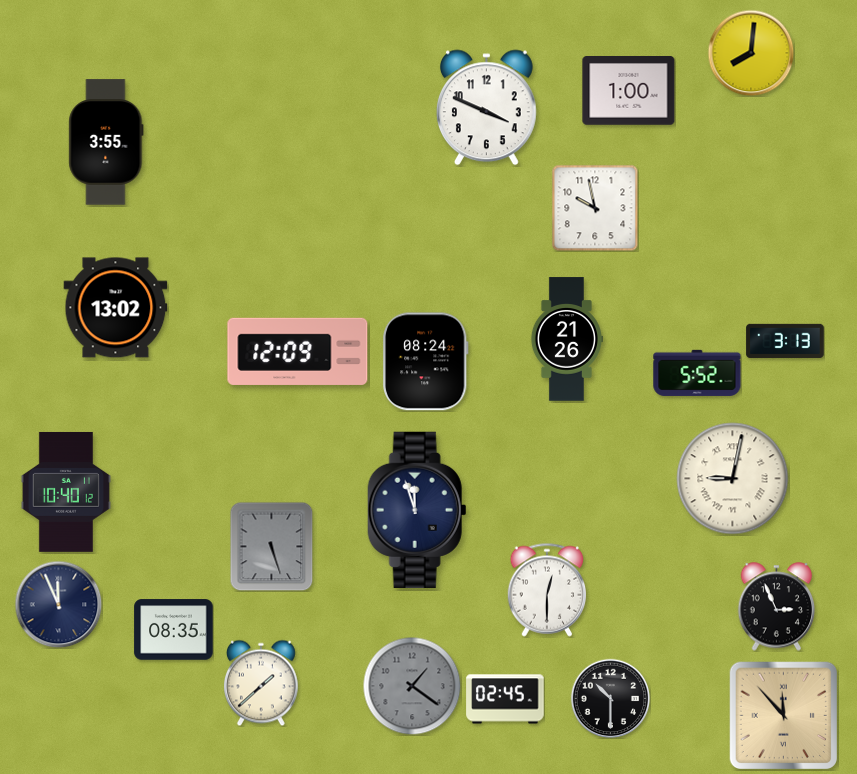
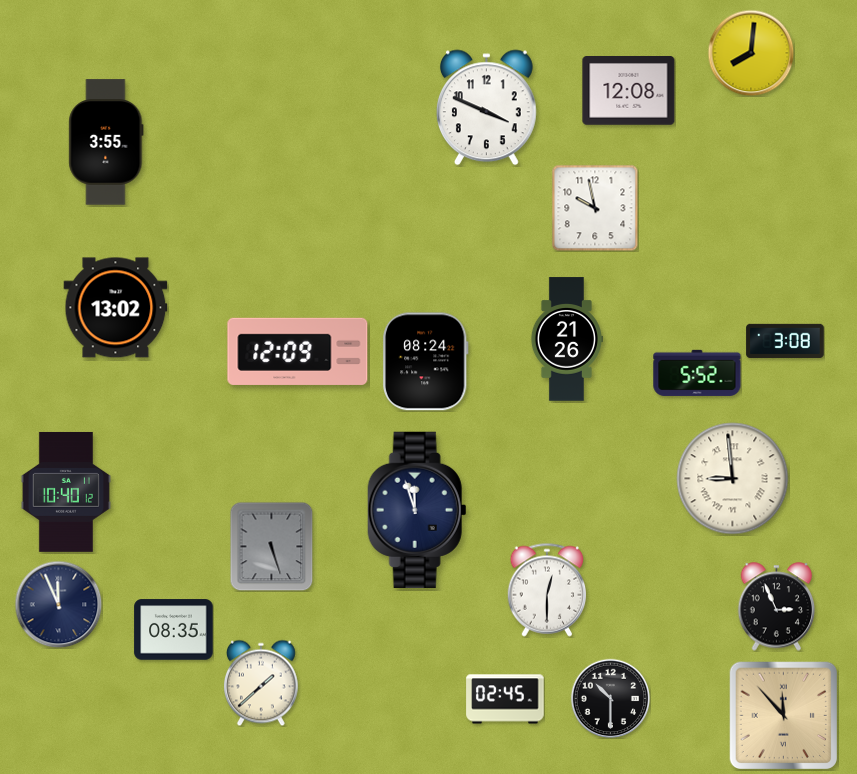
clock at (629, 91): 1:00 -> 12:08
clock at (785, 341): 3:13 -> 3:08
clock at (733, 479): 9:02 -> 8:59
clock at (412, 686): 1:21 -> none
